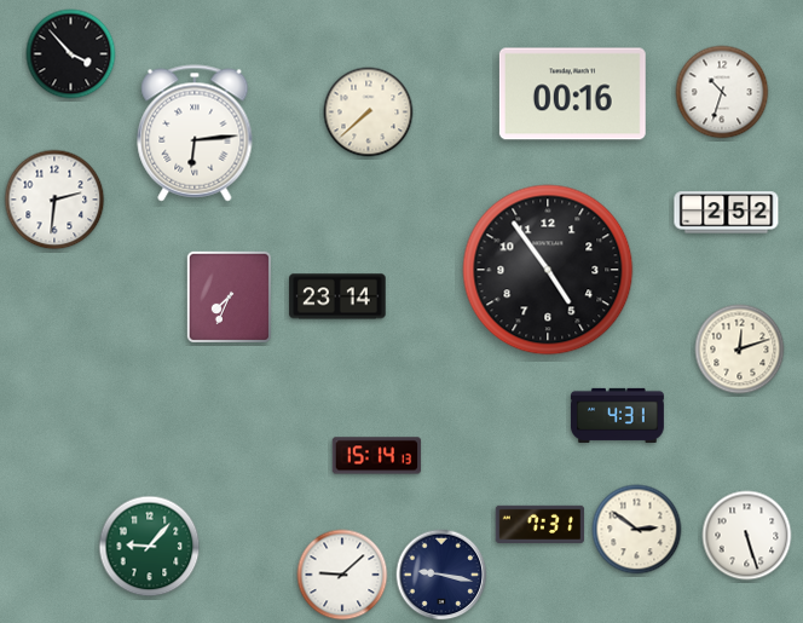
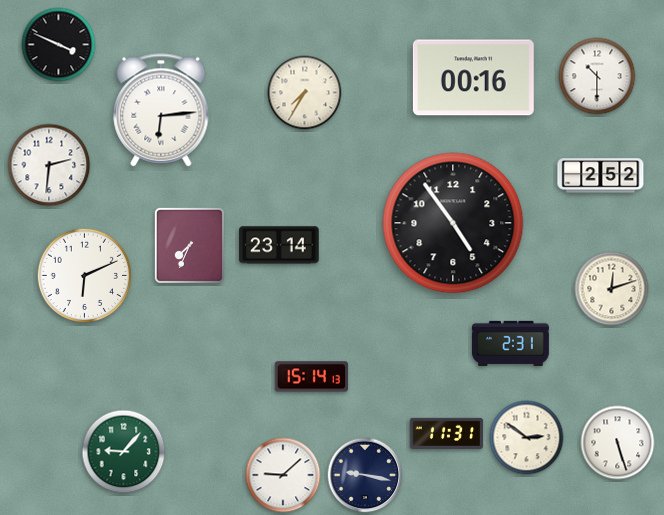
clock at (71, 54): 3:53 -> 3:49
clock at (722, 92): 10:33 -> 10:30
clock at (369, 113): 7:38 -> 7:35
clock at (54, 200) position: (54, 200) -> (49, 165)
clock at (84, 275): none -> 6:11
clock at (617, 415): 4:31 -> 2:31
clock at (541, 524): 7:31 -> 11:31
